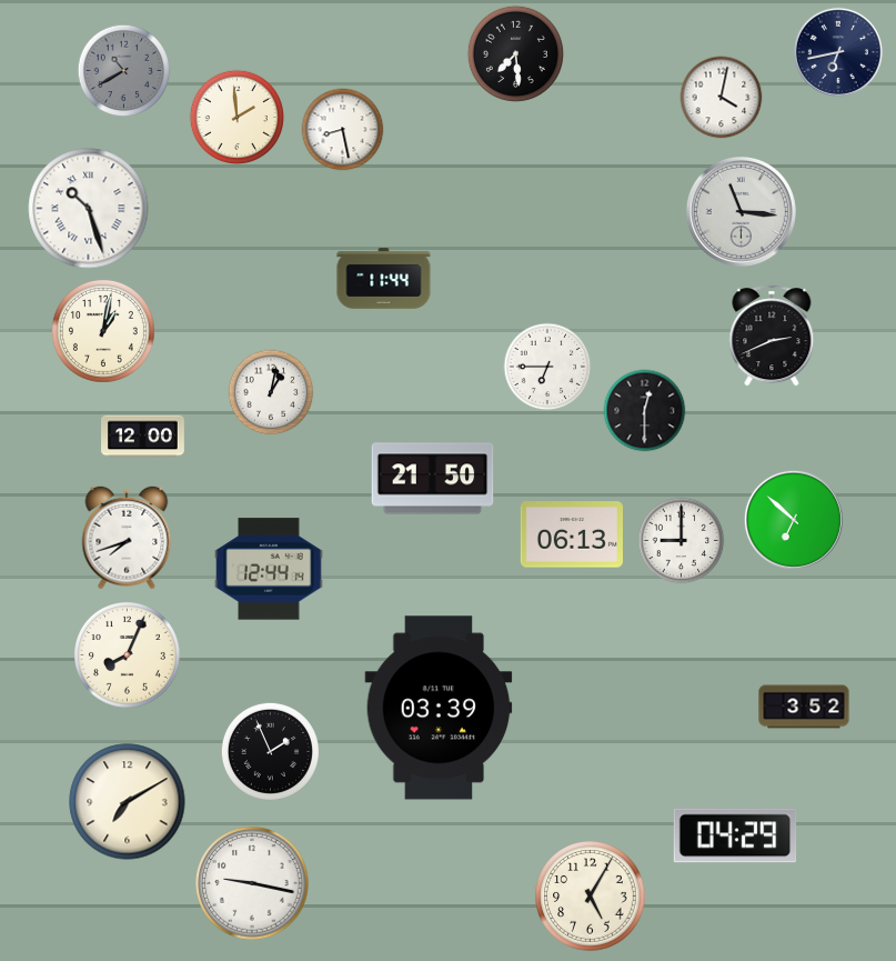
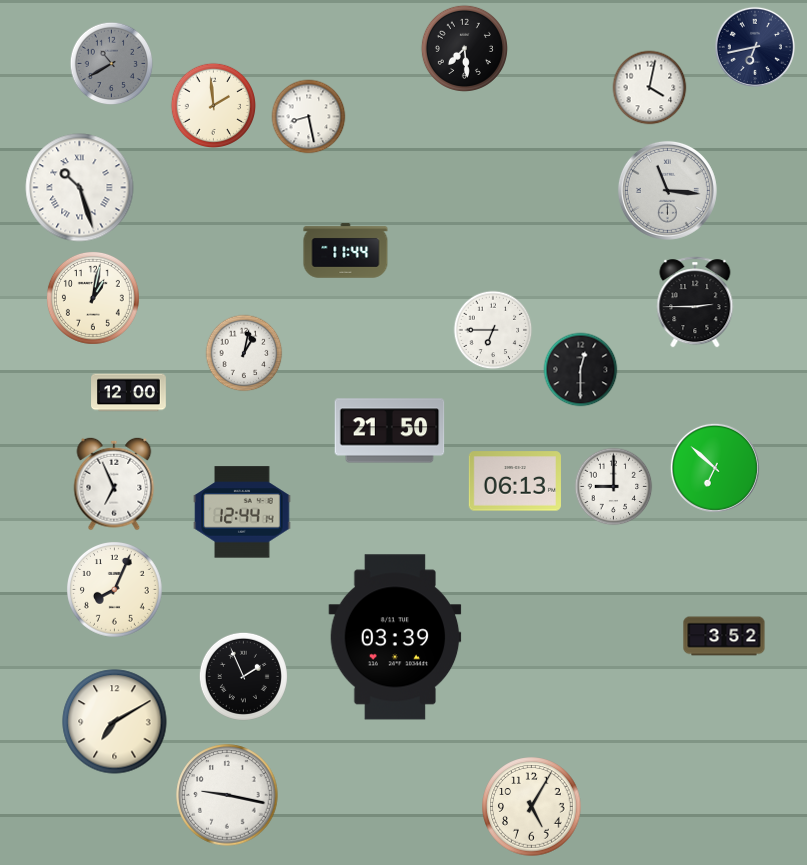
clock at (772, 336): 2:41 -> 2:45
clock at (127, 538): 7:42 -> 6:56
clock at (735, 835): 04:29 -> none
